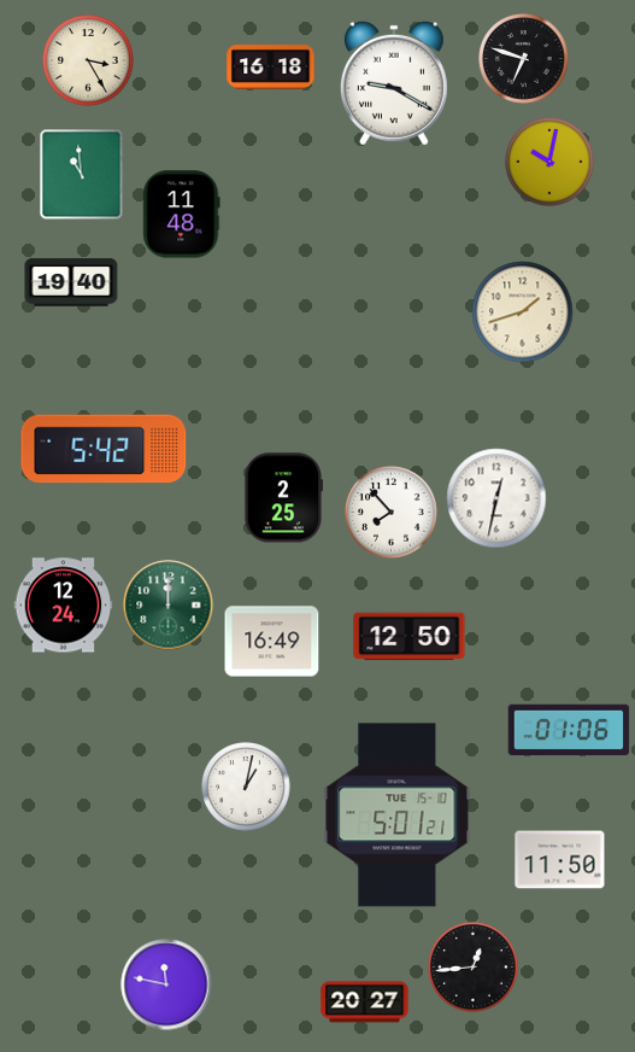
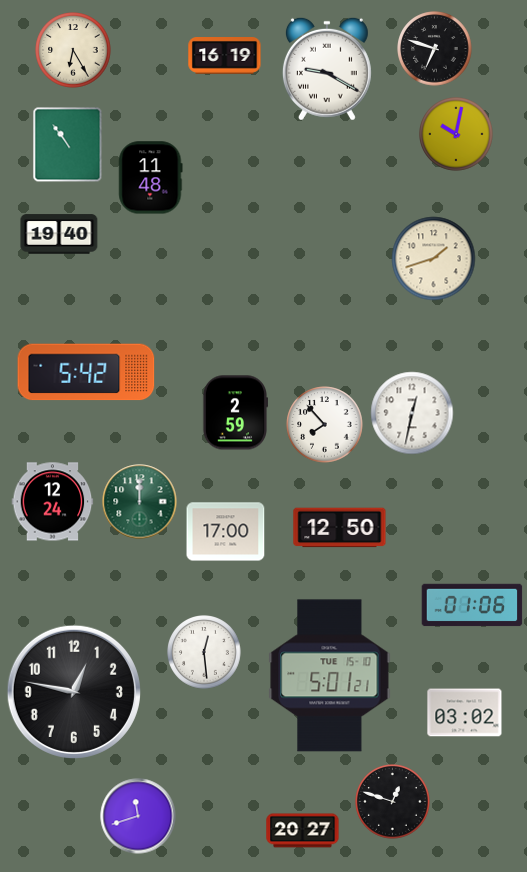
clock at (88, 60): 3:25 -> 6:25
clock at (271, 68): 16:18 -> 16:19
clock at (82, 175): 10:59 -> 10:54
clock at (282, 498): 2:25 -> 2:59
clock at (272, 642): 16:49 -> 17:00
clock at (247, 788): 1:02 -> 12:29
clock at (74, 692): none -> 12:47
clock at (560, 860): 11:50 -> 03:02
clock at (474, 968): 12:44 -> 12:48
clock at (166, 984): 11:47 -> 11:42
